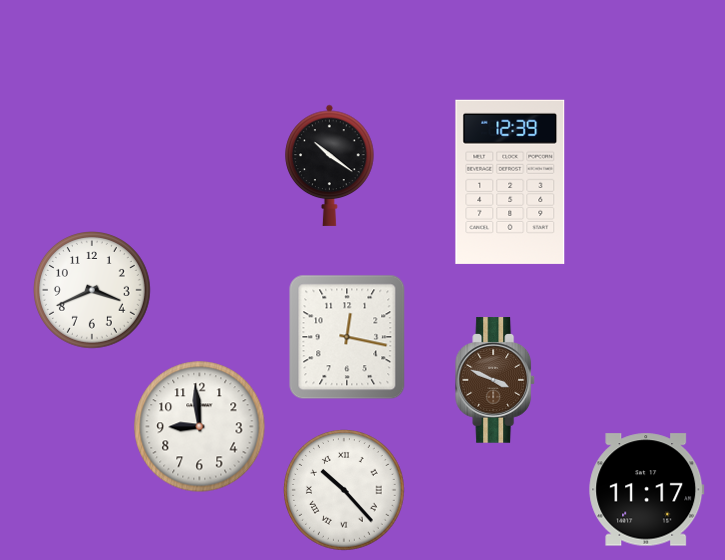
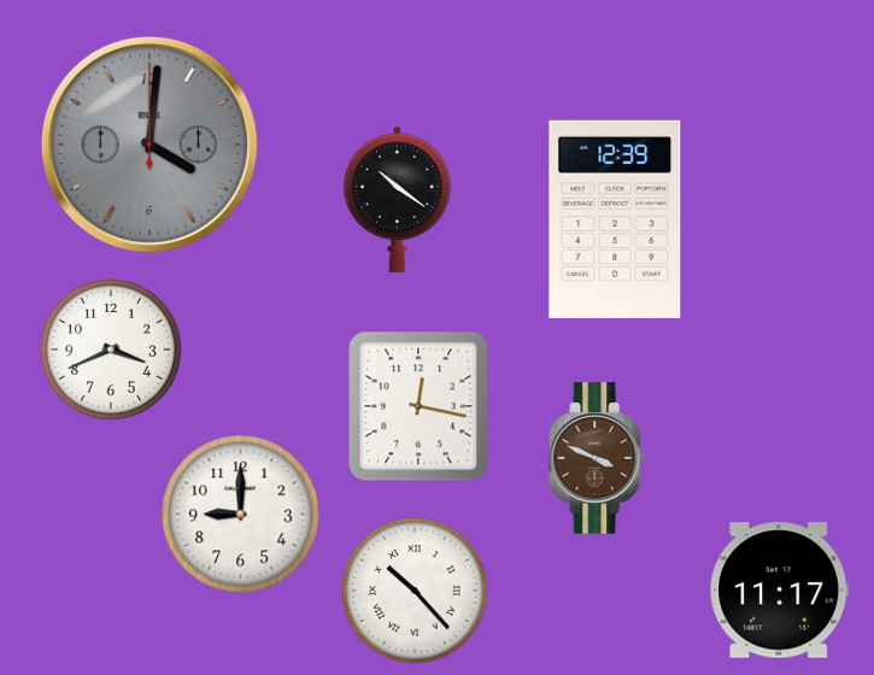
clock at (149, 145): none -> 4:01
clock at (200, 427): 8:59 -> 9:00
